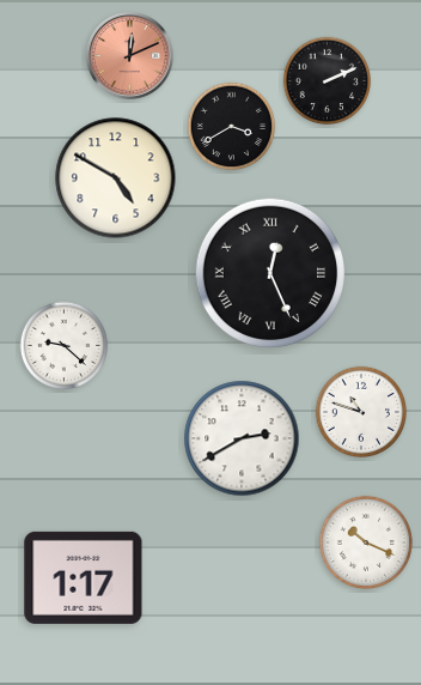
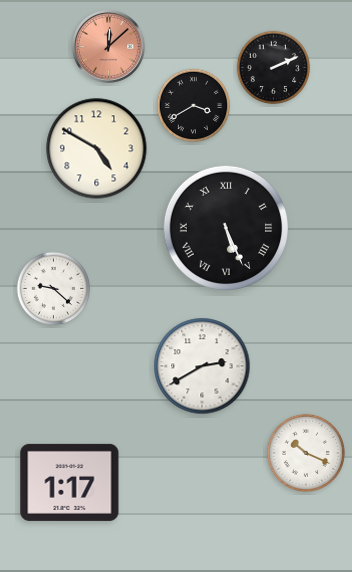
clock at (129, 55): 12:11 -> 12:08
clock at (269, 272): 12:26 -> 5:26
clock at (360, 411): 10:48 -> none
